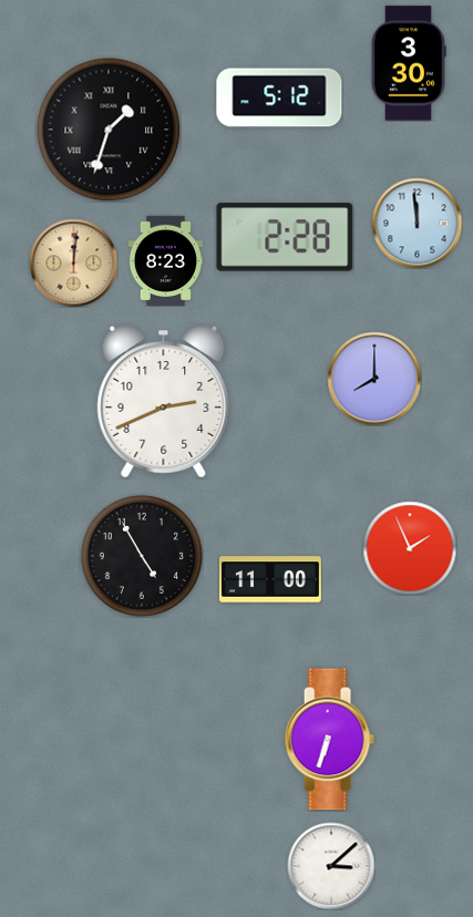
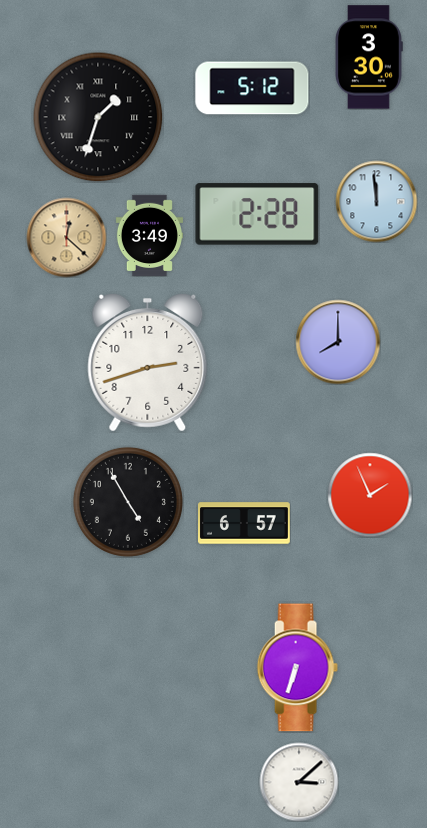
clock at (165, 260): 8:23 -> 3:49
clock at (73, 262): 12:01 -> 12:22
clock at (164, 401): 2:41 -> 2:42
clock at (271, 579): 11:00 -> 6:57
